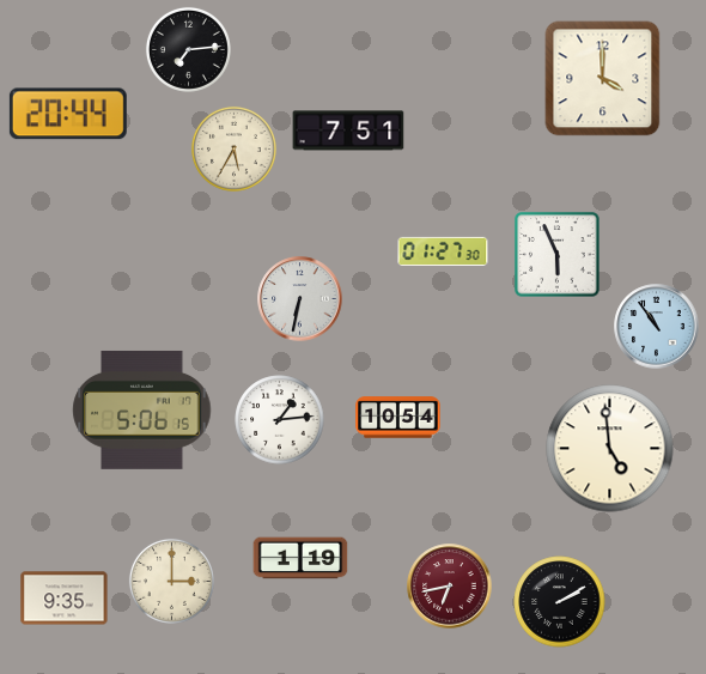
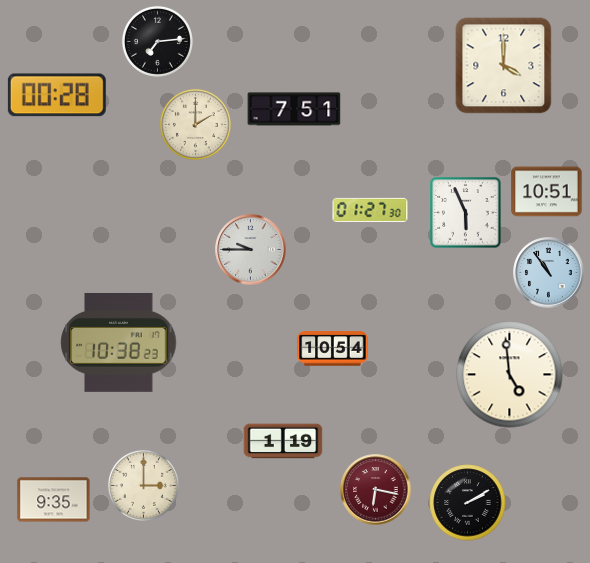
clock at (68, 114): 20:44 -> 00:28
clock at (348, 130) position: (348, 130) -> (294, 109)
clock at (233, 148): 5:35 -> 2:00
clock at (547, 192): none -> 10:51
clock at (300, 299): 6:32 -> 9:45
clock at (142, 409): 5:06 -> 10:38
clock at (280, 420): 1:14 -> none
clock at (300, 558) position: (300, 558) -> (283, 441)
clock at (450, 587): 6:43 -> 6:17
